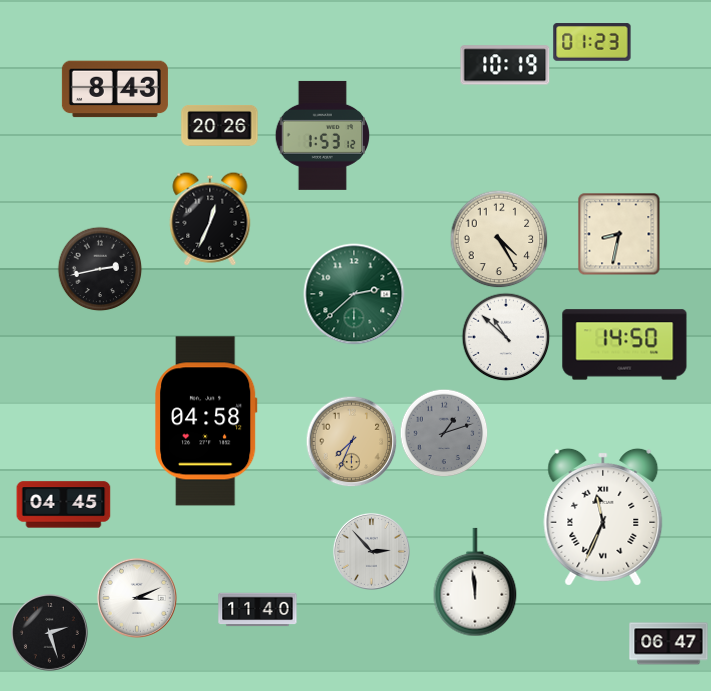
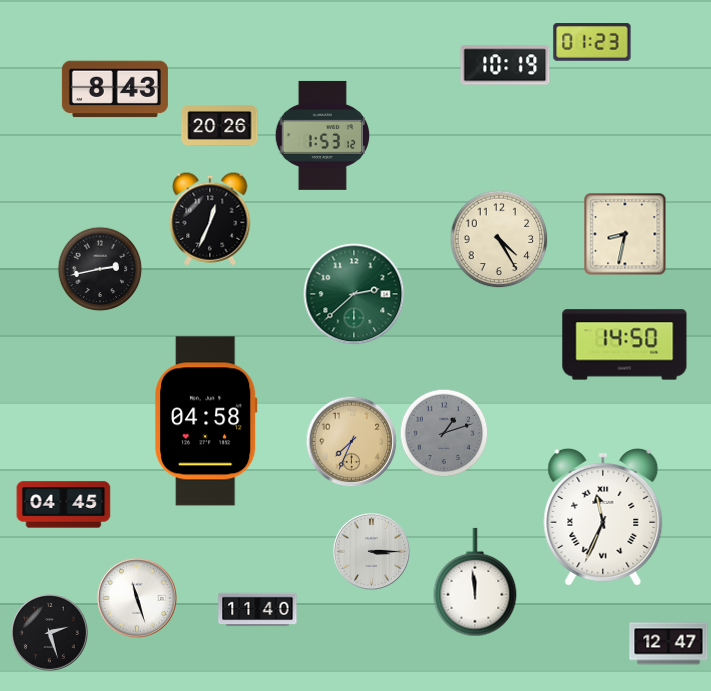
clock at (619, 234) position: (619, 234) -> (625, 234)
clock at (506, 337): 10:52 -> none
clock at (371, 551): 2:53 -> 3:15
clock at (137, 598): 3:11 -> 11:27
clock at (669, 644): 06:47 -> 12:47
